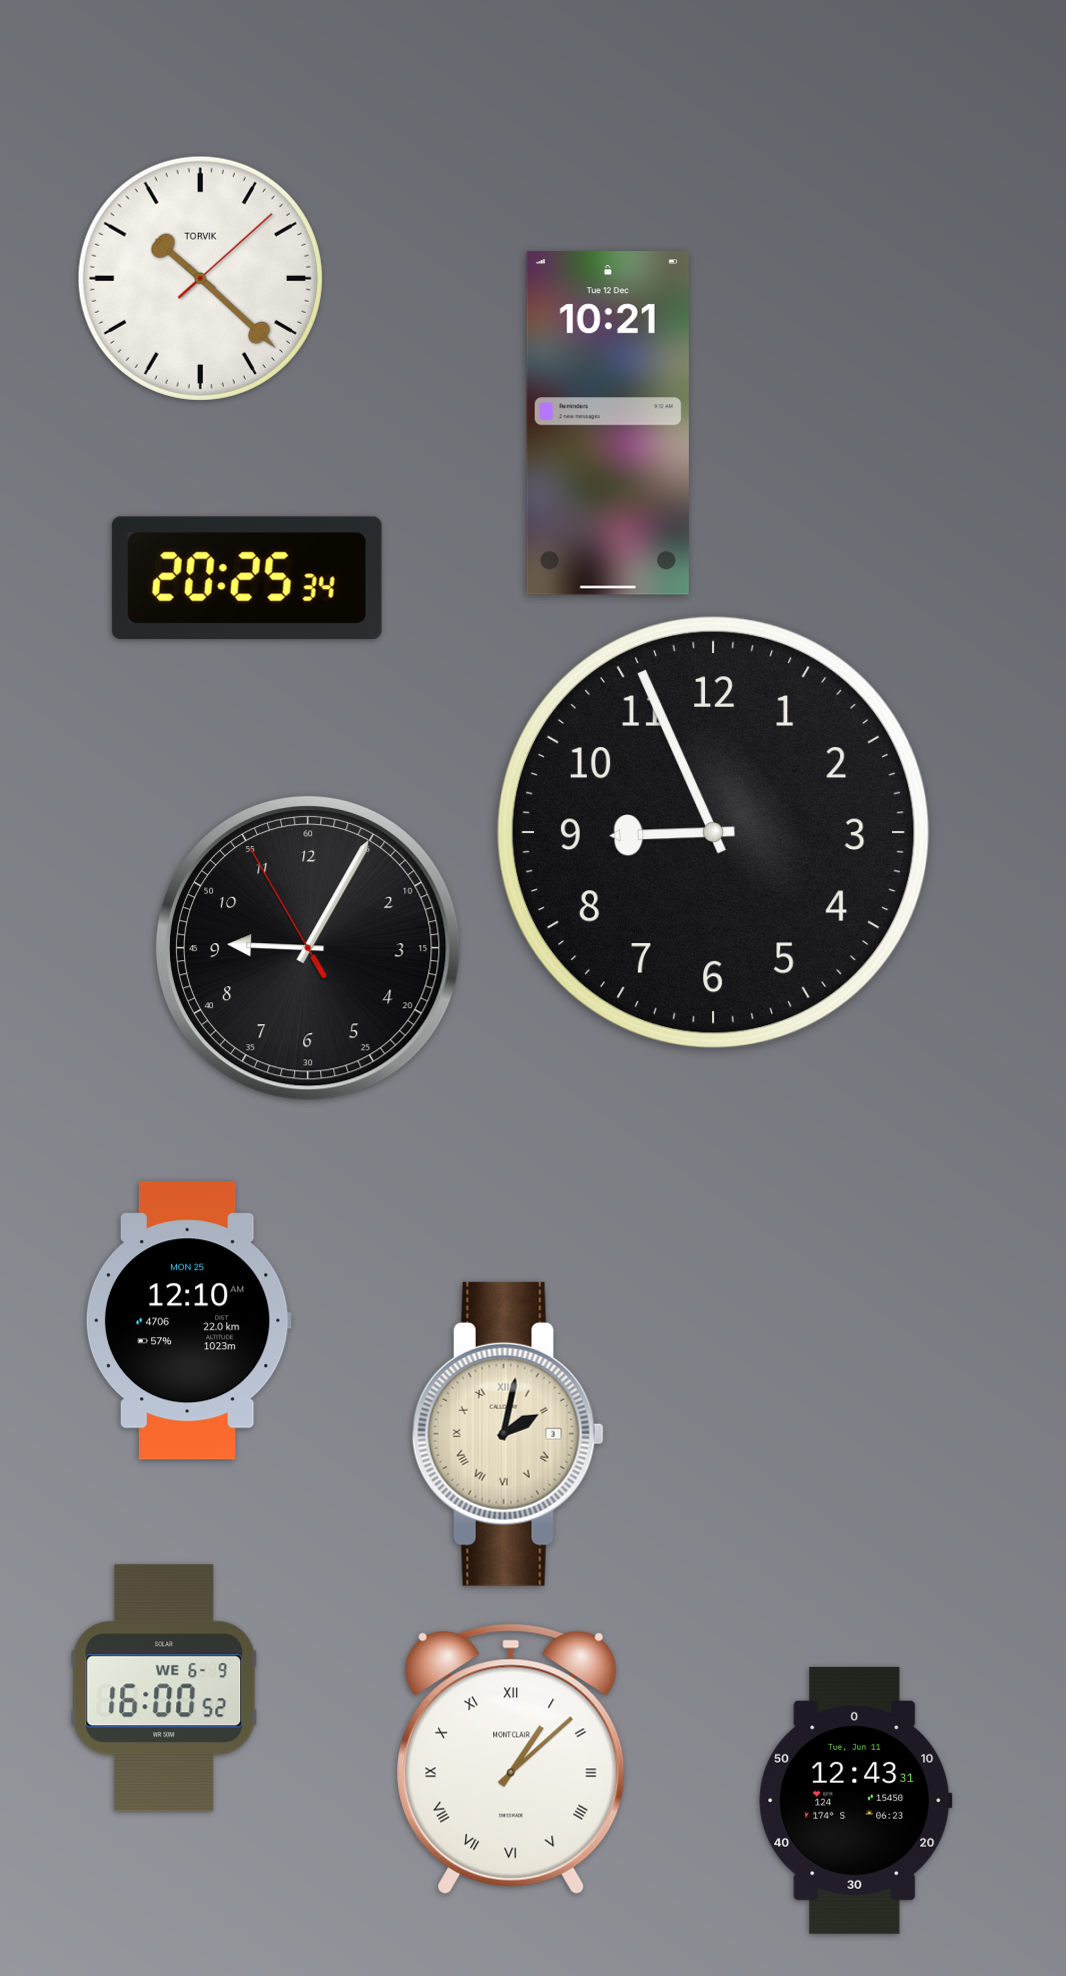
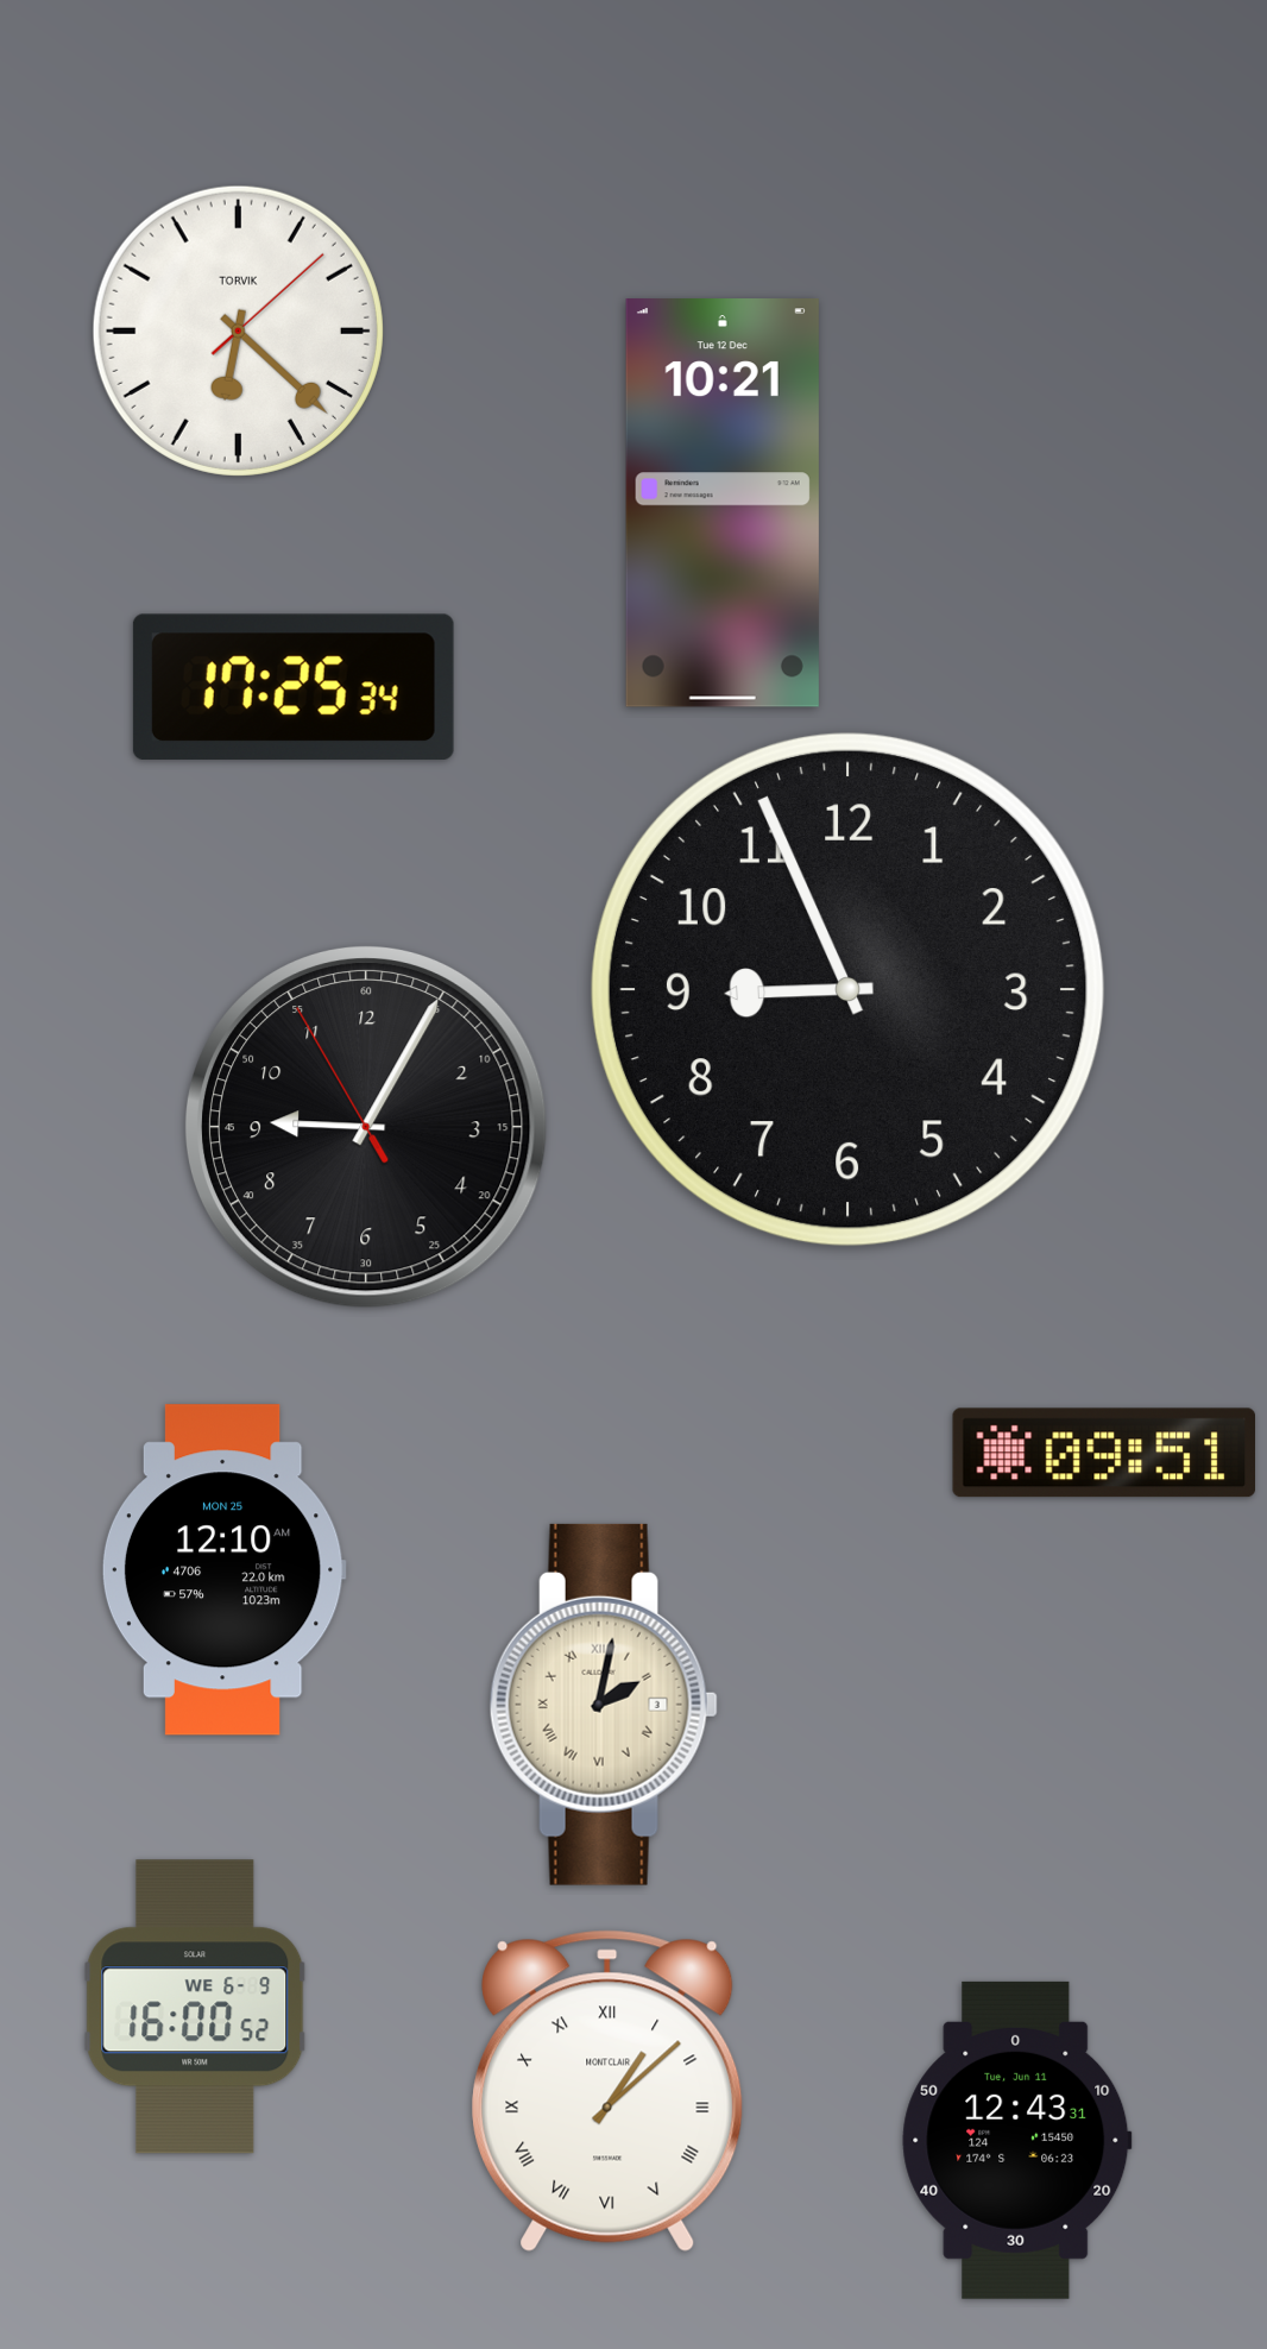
clock at (200, 278): 10:22 -> 6:22
clock at (247, 578): 20:25 -> 17:25
clock at (1103, 1453): none -> 09:51
